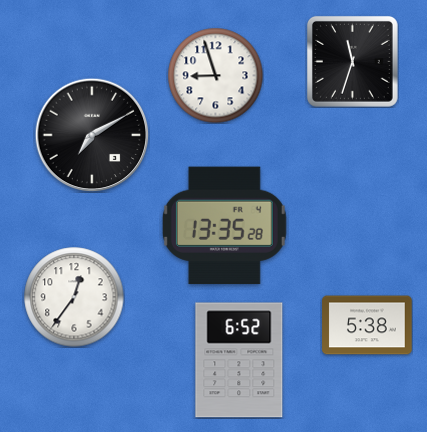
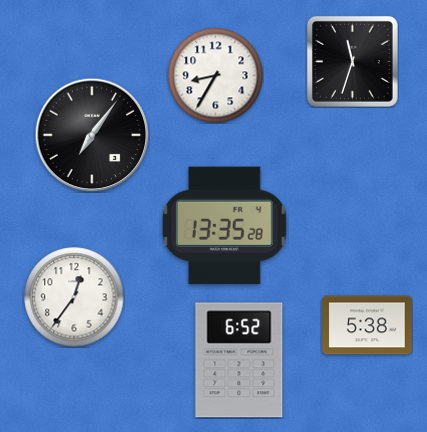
clock at (215, 75): 8:57 -> 8:35
clock at (92, 135): 7:10 -> 7:06
